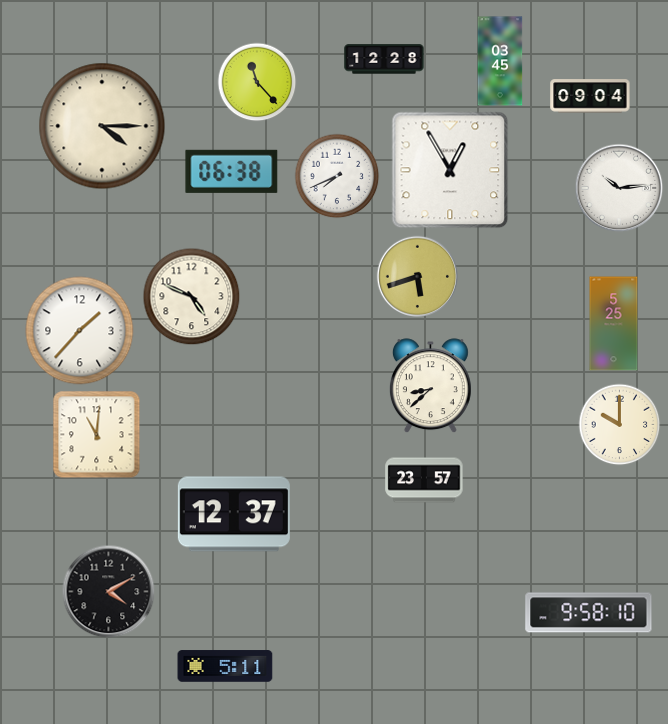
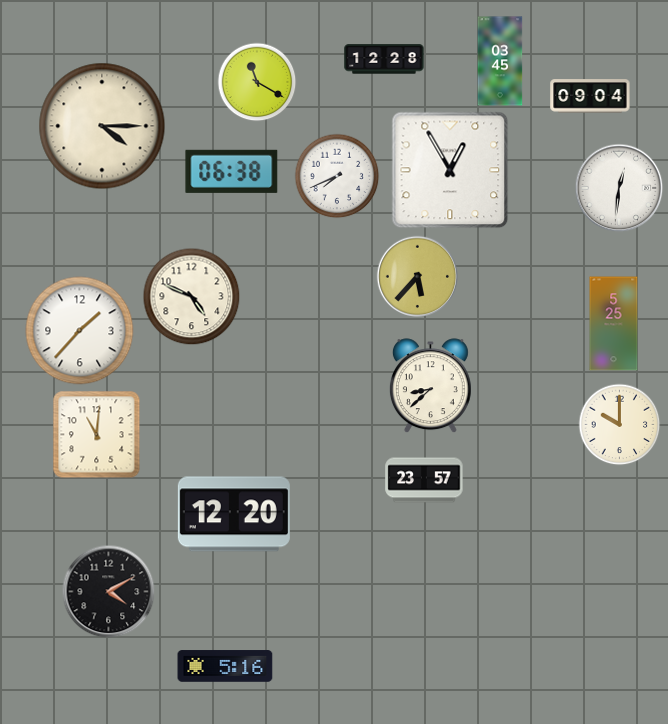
clock at (257, 82): 11:23 -> 11:20
clock at (619, 188): 10:14 -> 12:31
clock at (417, 276): 5:42 -> 5:37
clock at (234, 514): 12:37 -> 12:20
clock at (589, 613): 9:58 -> none
clock at (225, 666): 5:11 -> 5:16
